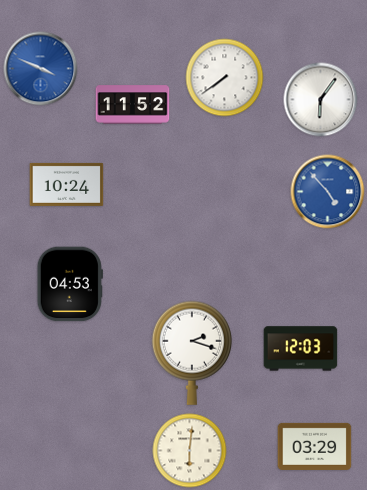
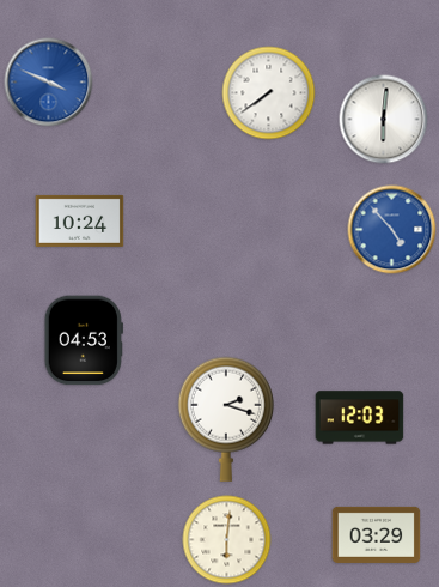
clock at (321, 100): 6:06 -> 6:01
clock at (133, 105): 11:52 -> none
clock at (192, 353) position: (192, 353) -> (226, 419)
